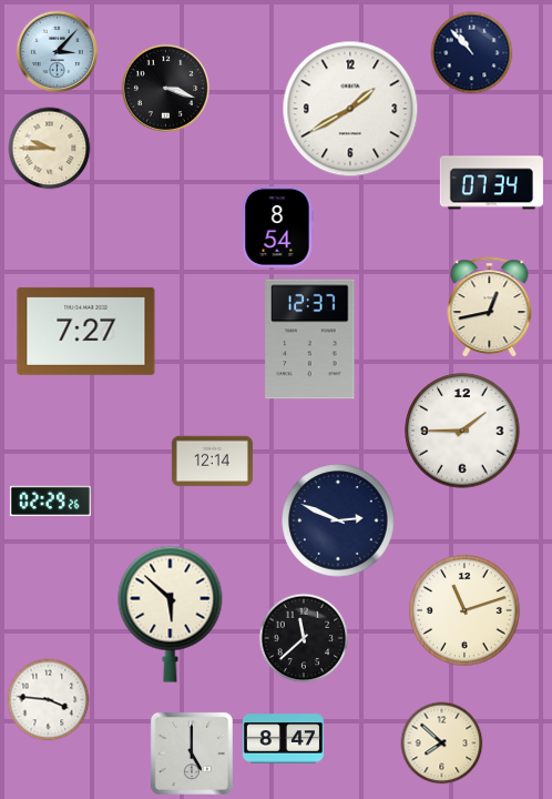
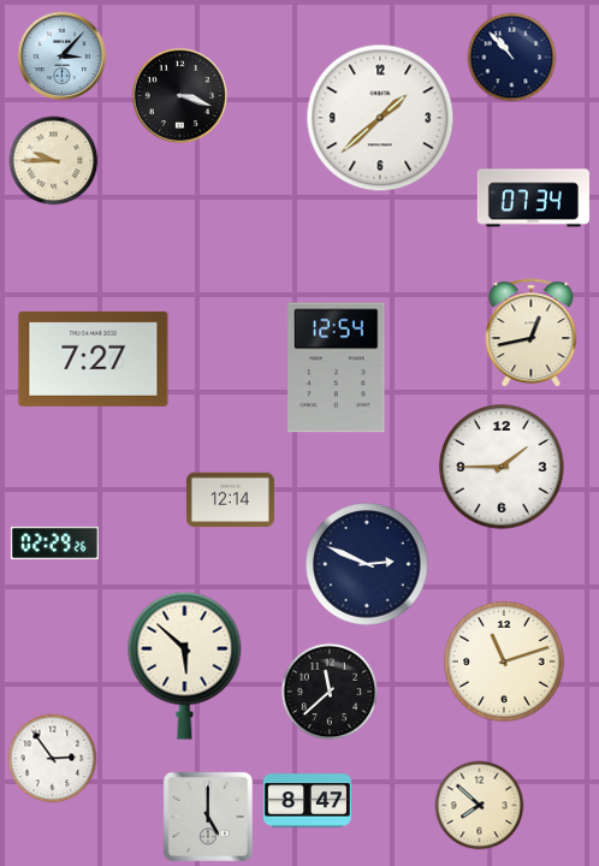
clock at (350, 109): 1:40 -> 1:38
clock at (277, 226): 8:54 -> none
clock at (310, 340): 12:37 -> 12:54
clock at (49, 700): 3:46 -> 2:54
